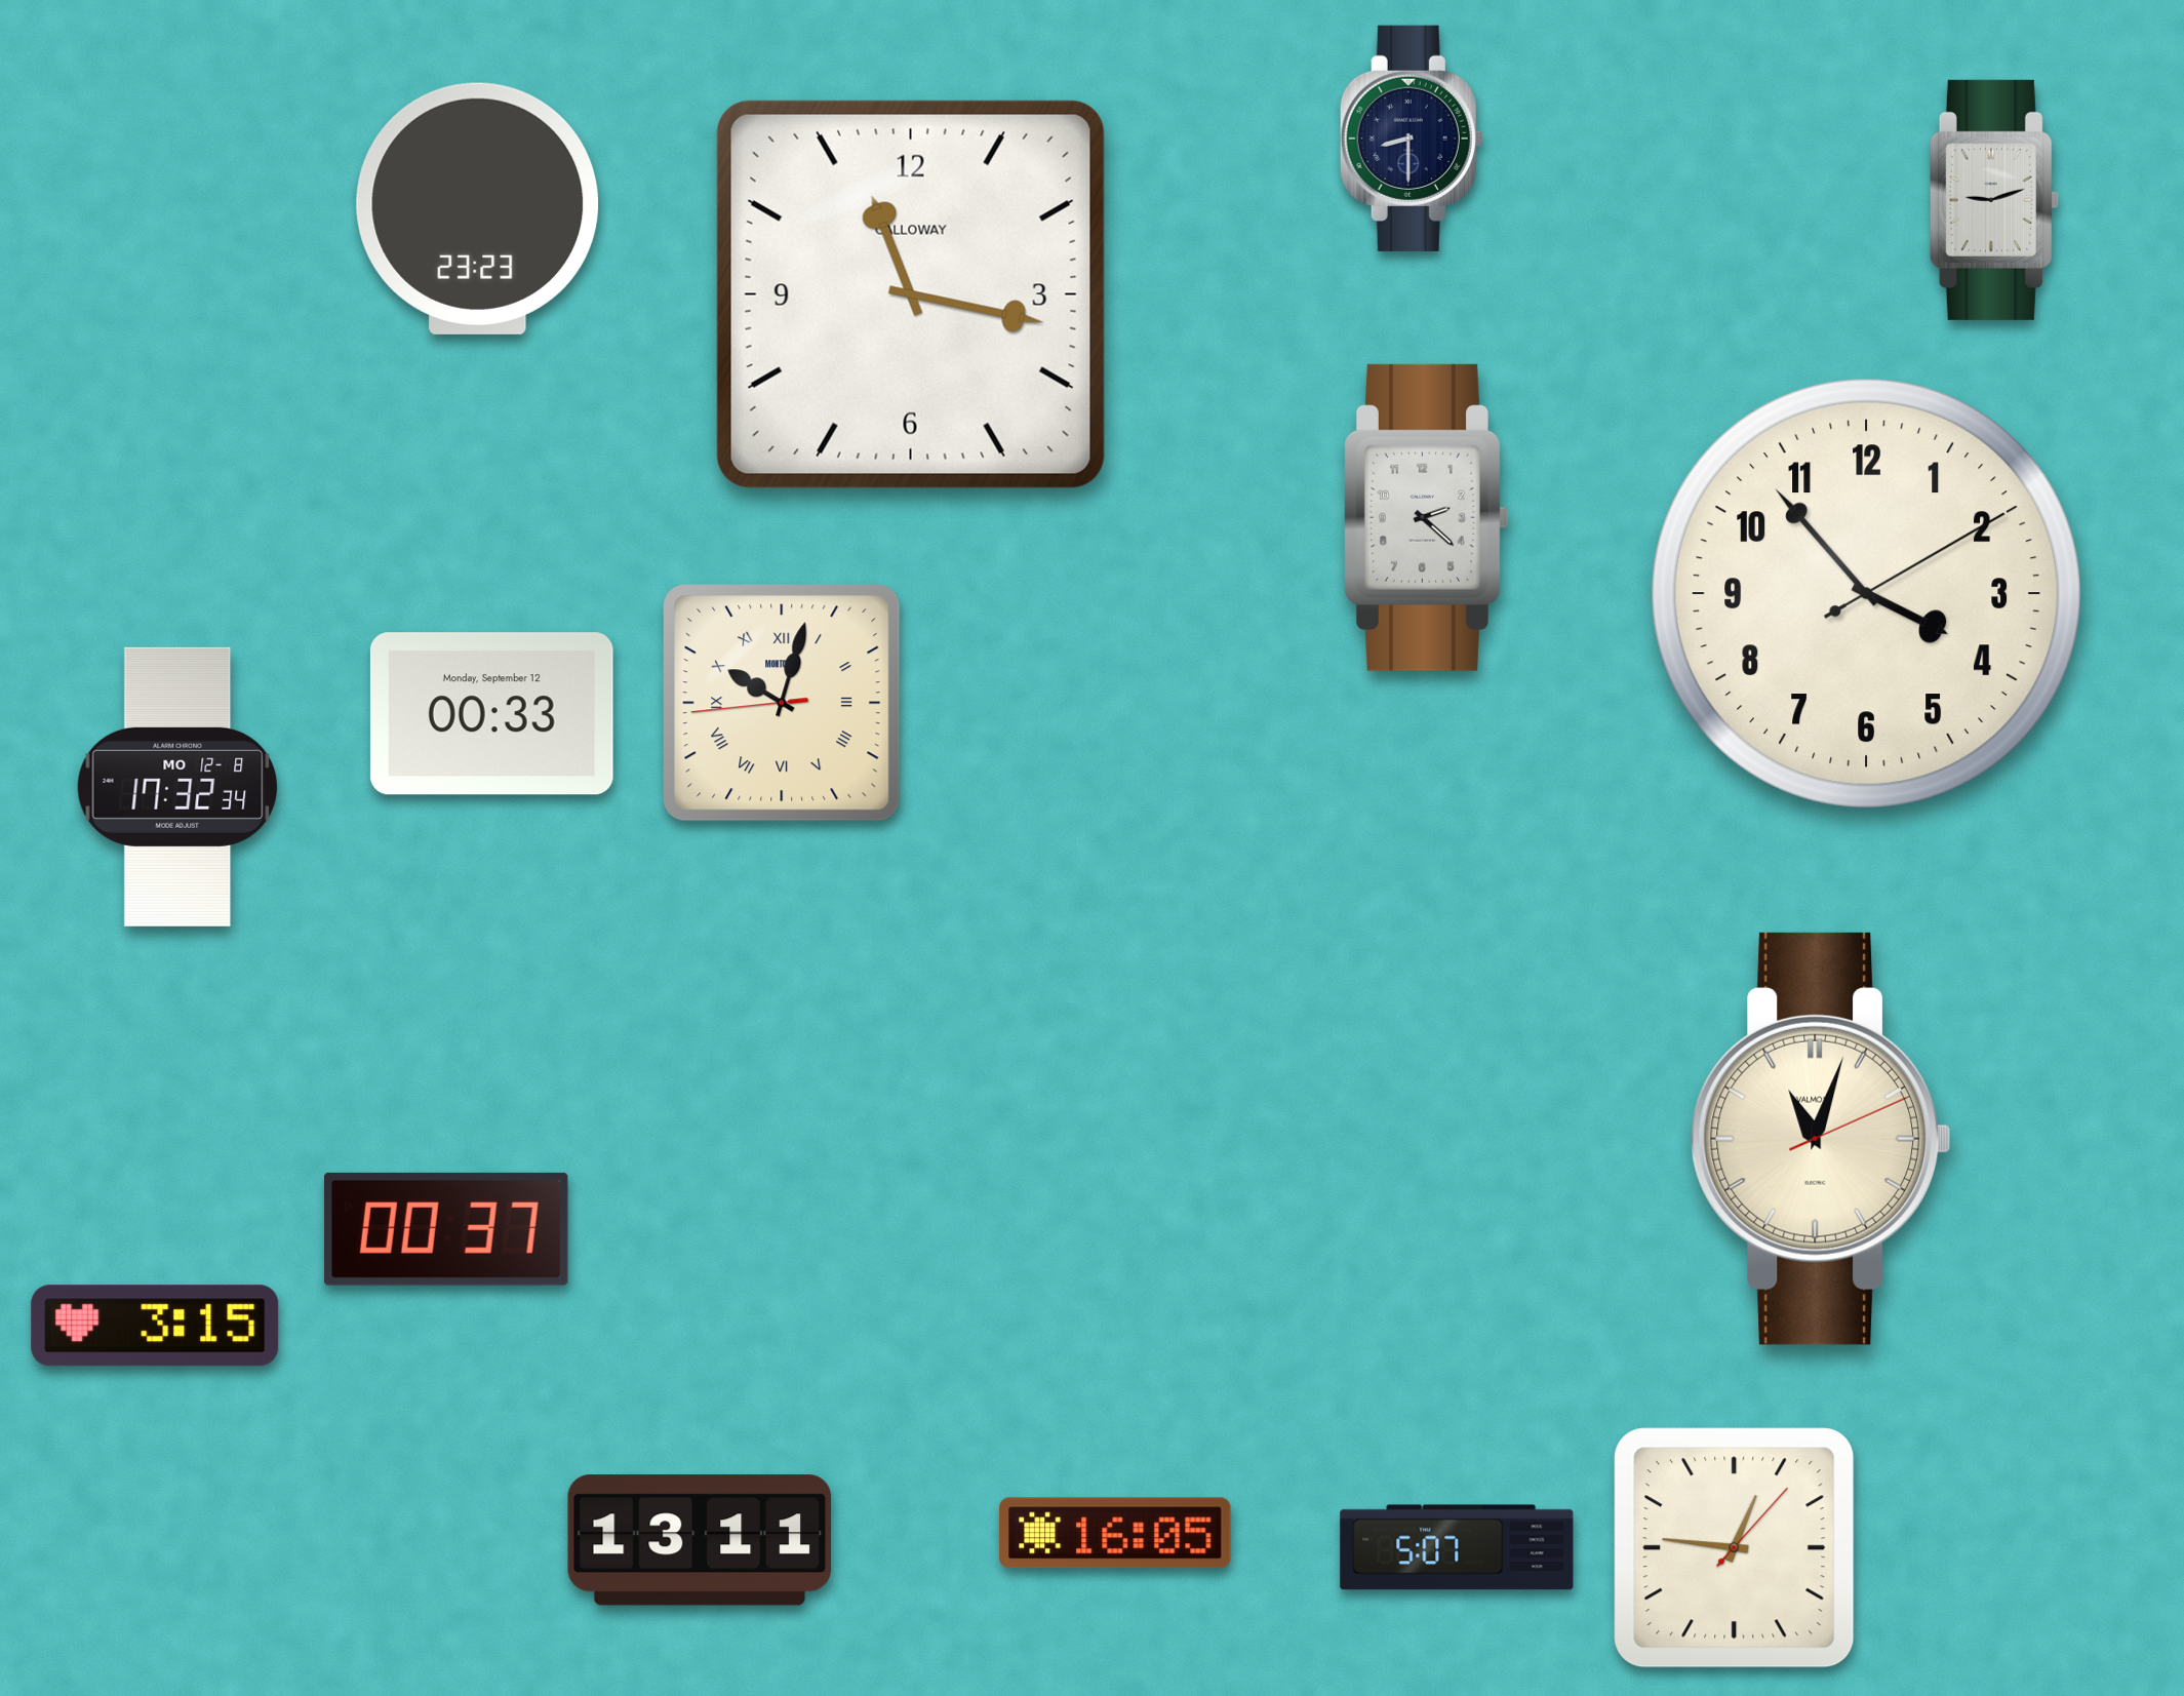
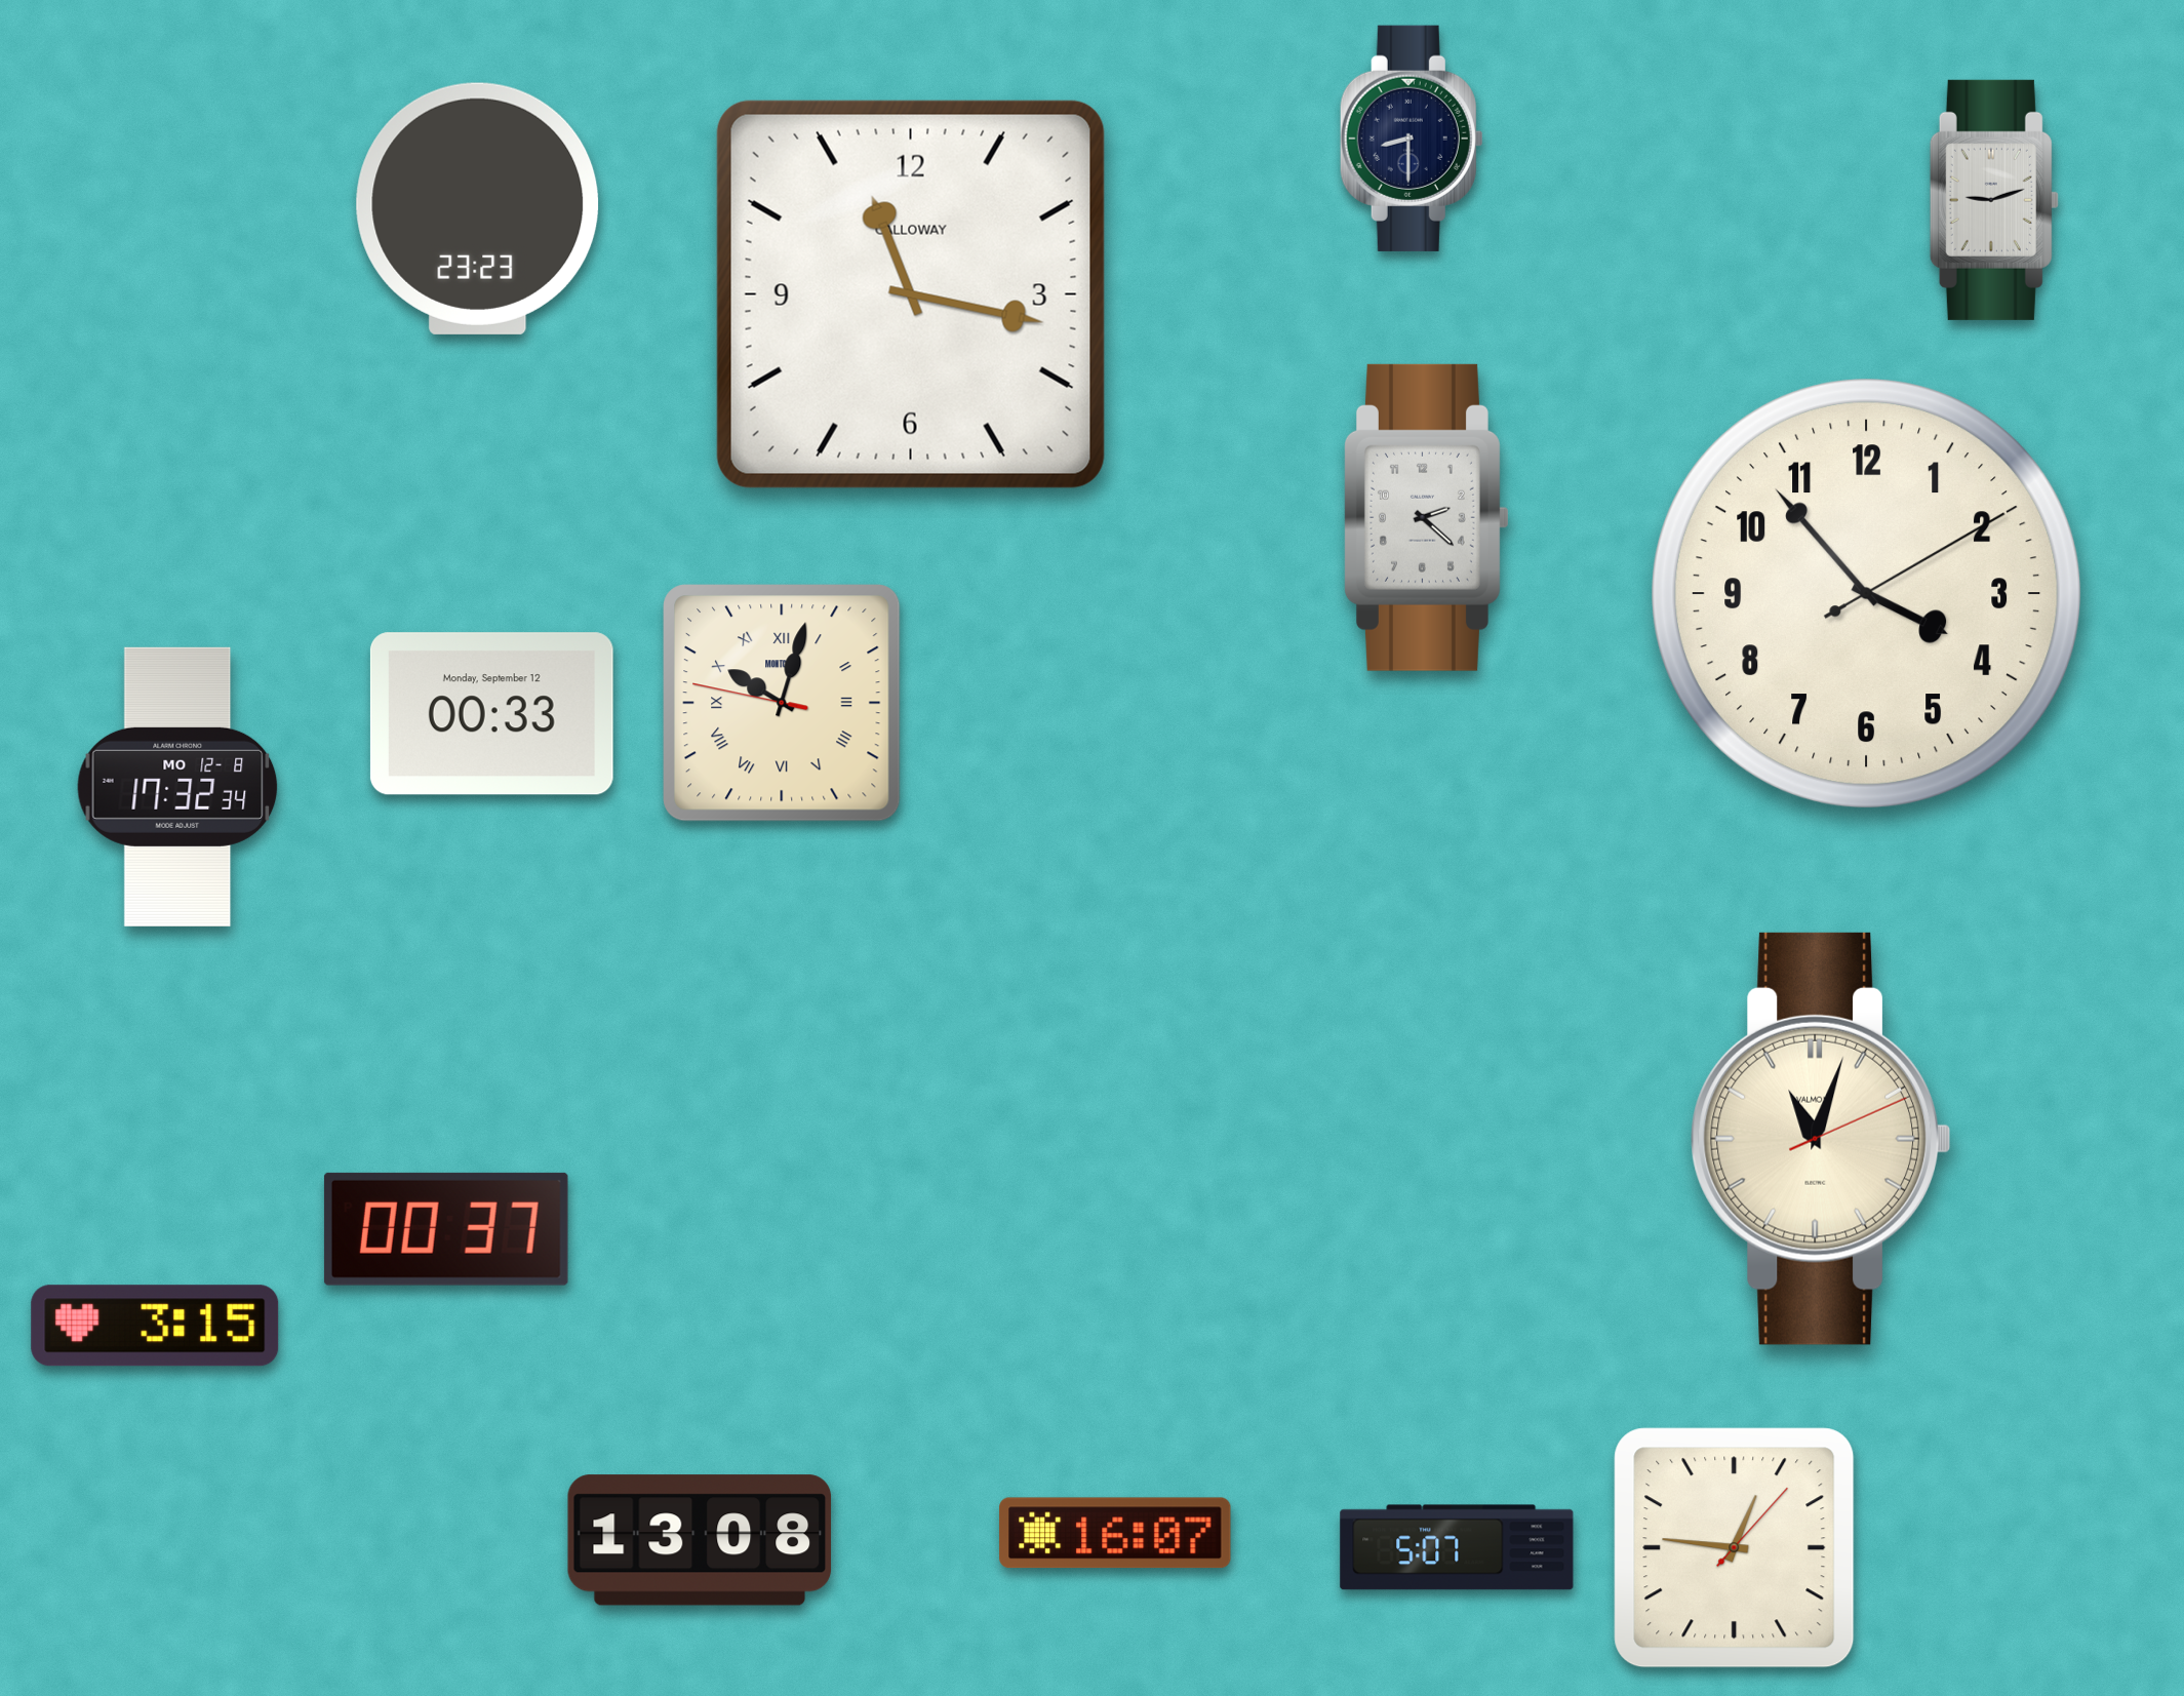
clock at (782, 703): 10:02:44 -> 10:02:47
clock at (1115, 1533): 16:05 -> 16:07
clock at (700, 1540): 13:11 -> 13:08
